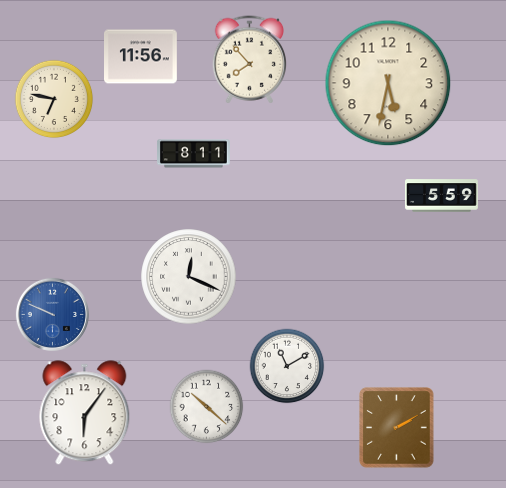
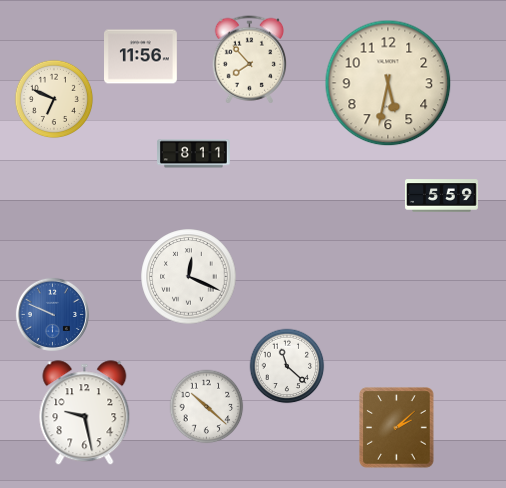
clock at (54, 99): 6:47 -> 6:49
clock at (287, 366): 11:10 -> 11:22
clock at (85, 413): 6:06 -> 9:28
clock at (397, 428): 2:10 -> 2:08
